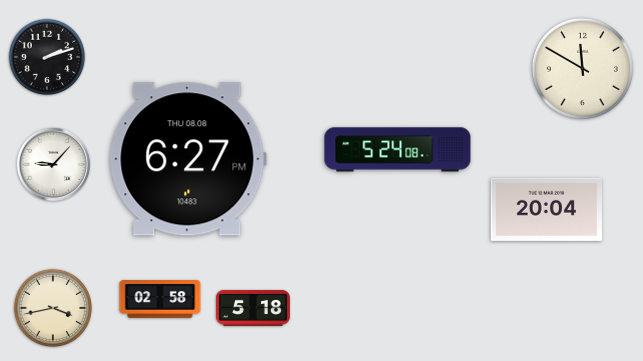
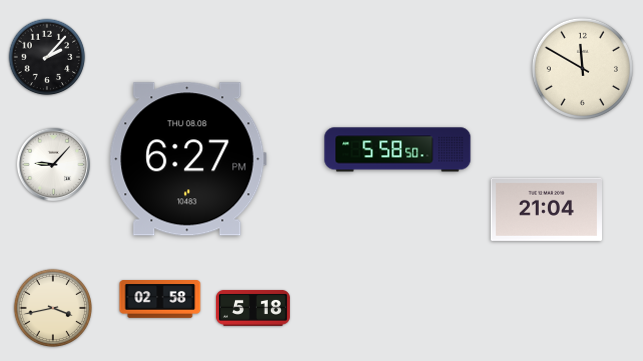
clock at (47, 57): 2:12 -> 2:07
clock at (398, 150): 5:24 -> 5:58
clock at (546, 209): 20:04 -> 21:04
